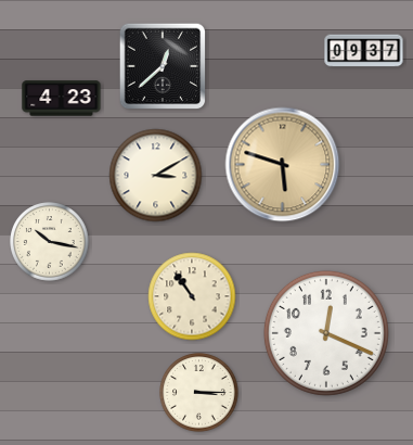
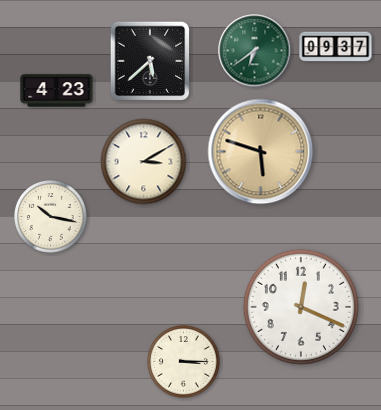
clock at (255, 51): none -> 6:39
clock at (163, 66): 12:38 -> 5:38
clock at (50, 242) position: (50, 242) -> (51, 217)
clock at (192, 296): 10:54 -> none
